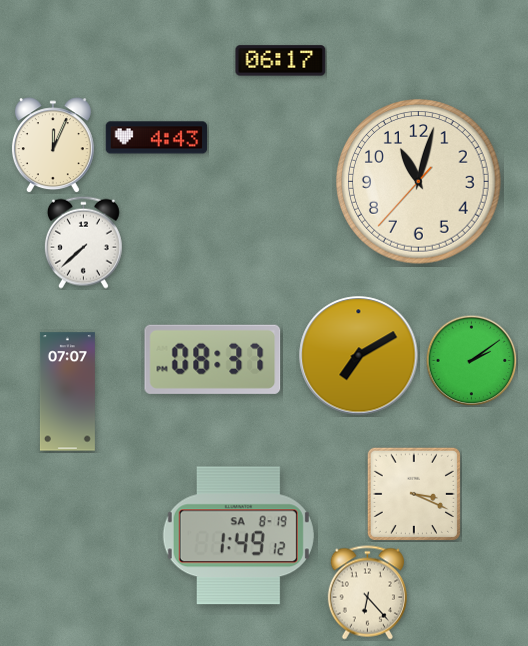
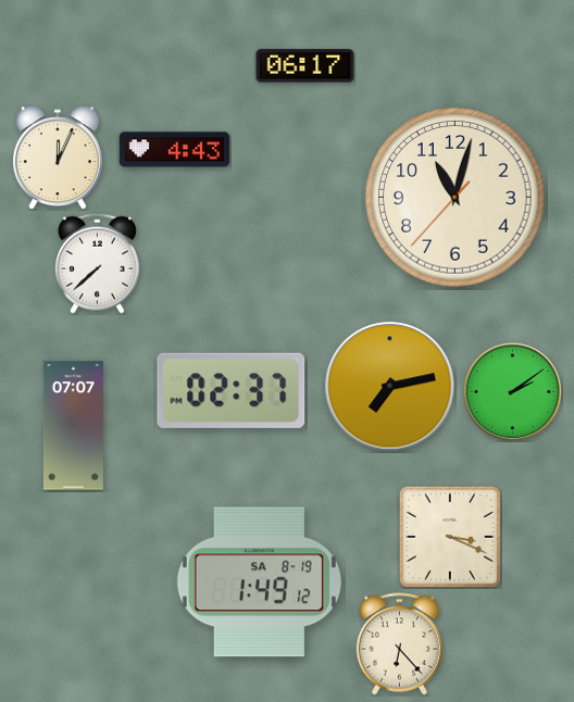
clock at (157, 138) position: (157, 138) -> (175, 150)
clock at (83, 242) position: (83, 242) -> (97, 263)
clock at (359, 356): 7:10 -> 7:13
clock at (213, 359): 08:37 -> 02:37
